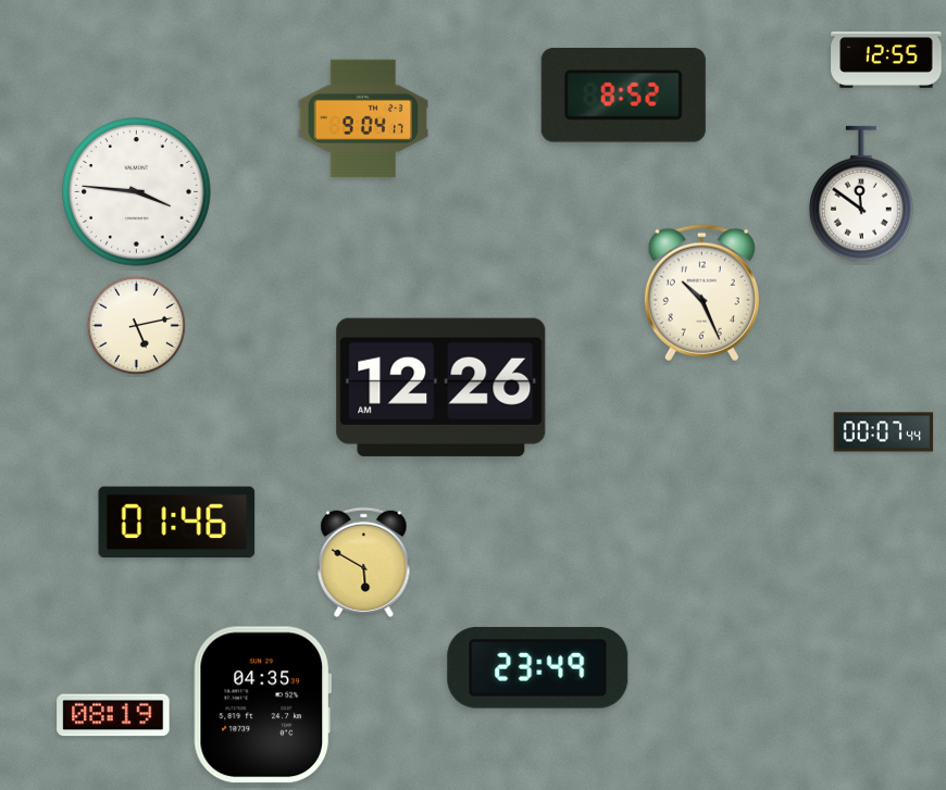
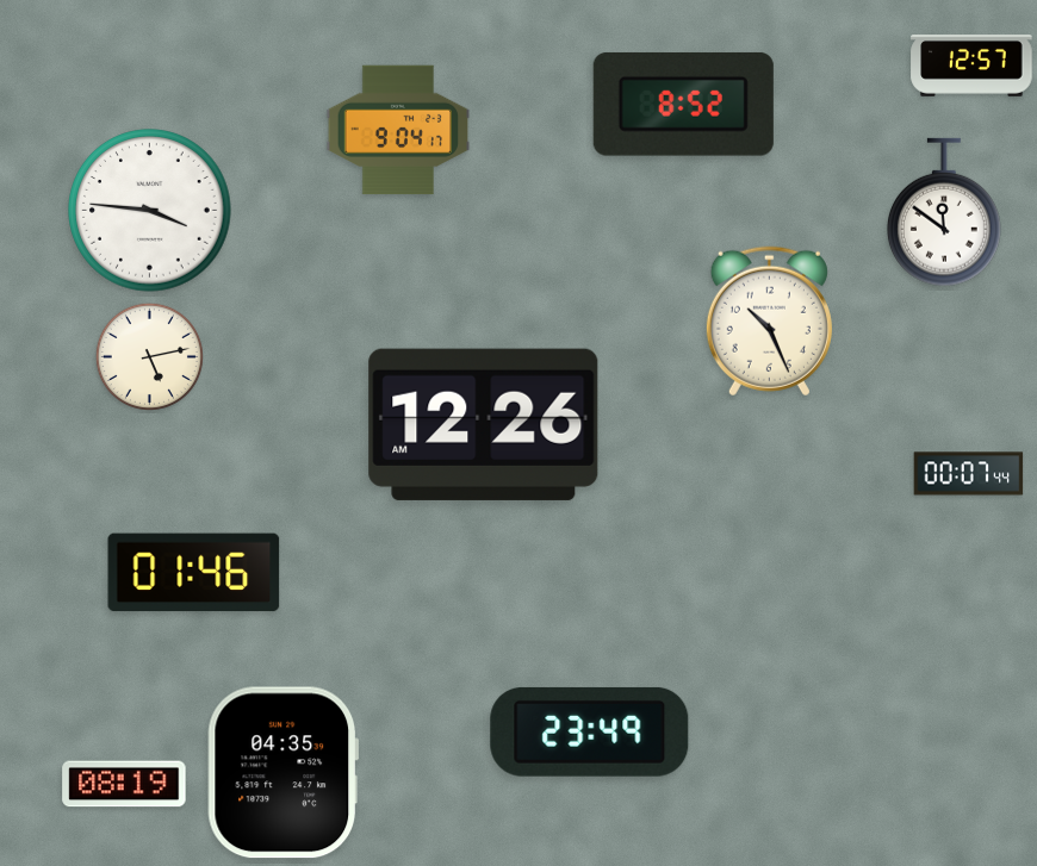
clock at (886, 61): 12:55 -> 12:57
clock at (364, 562): 5:50 -> none
clock at (262, 705) position: (262, 705) -> (282, 773)
